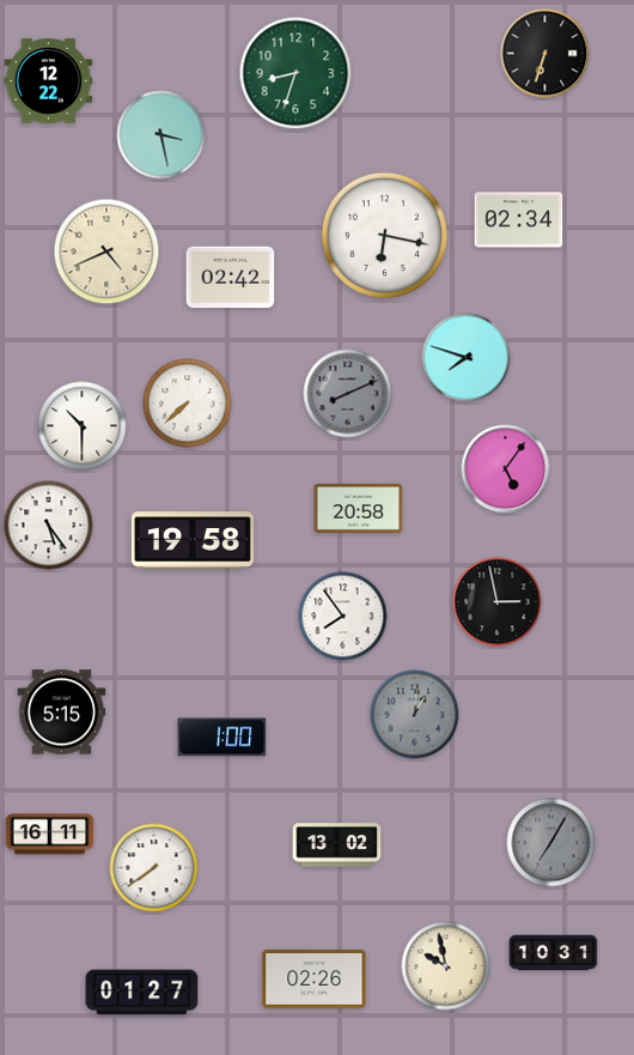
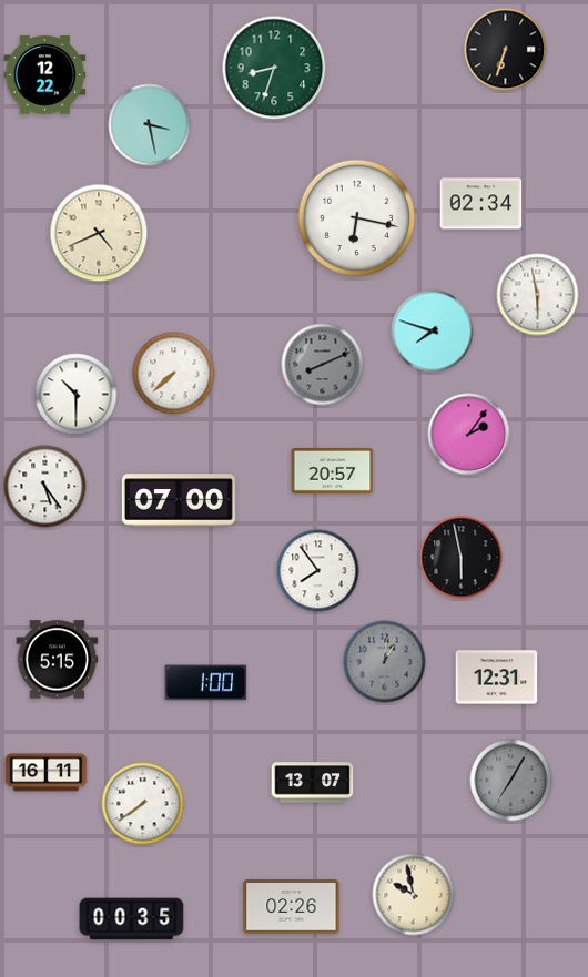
clock at (231, 278): 02:42 -> none
clock at (538, 295): none -> 5:58
clock at (506, 469): 5:06 -> 2:06
clock at (359, 508): 20:58 -> 20:57
clock at (193, 540): 19:58 -> 07:00
clock at (498, 602): 2:58 -> 5:58
clock at (497, 678): none -> 12:31
clock at (337, 845): 13:02 -> 13:07
clock at (554, 953): 10:31 -> none
clock at (142, 993): 01:27 -> 00:35
